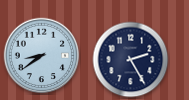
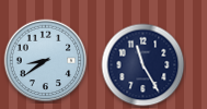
clock at (131, 60): 2:25 -> 11:25
